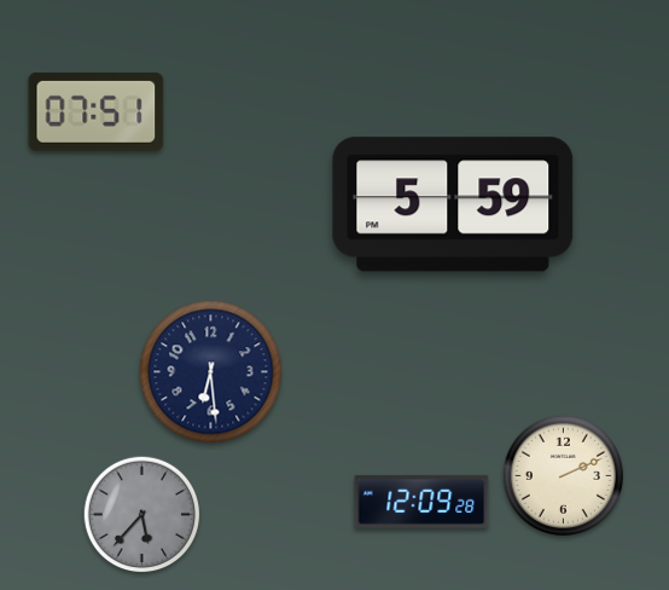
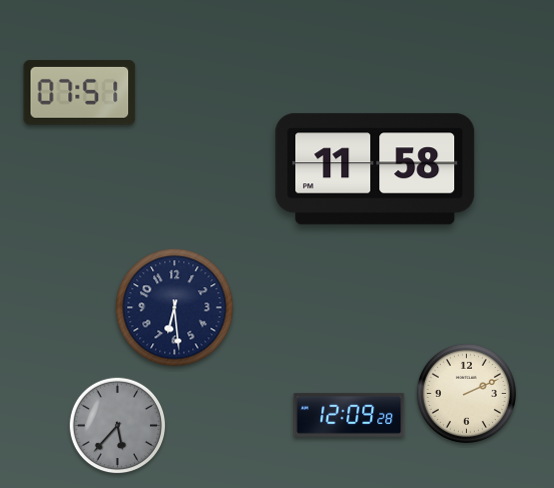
clock at (453, 204): 5:59 -> 11:58
